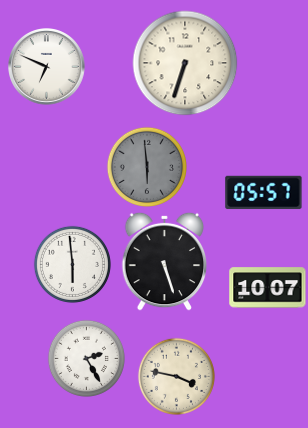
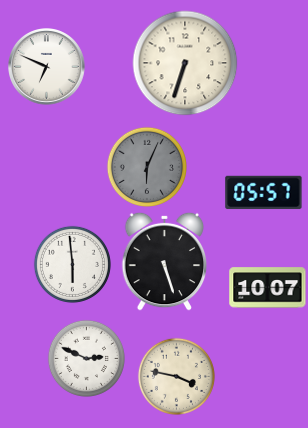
clock at (146, 166): 5:59 -> 6:04
clock at (86, 358): 2:25 -> 2:49
